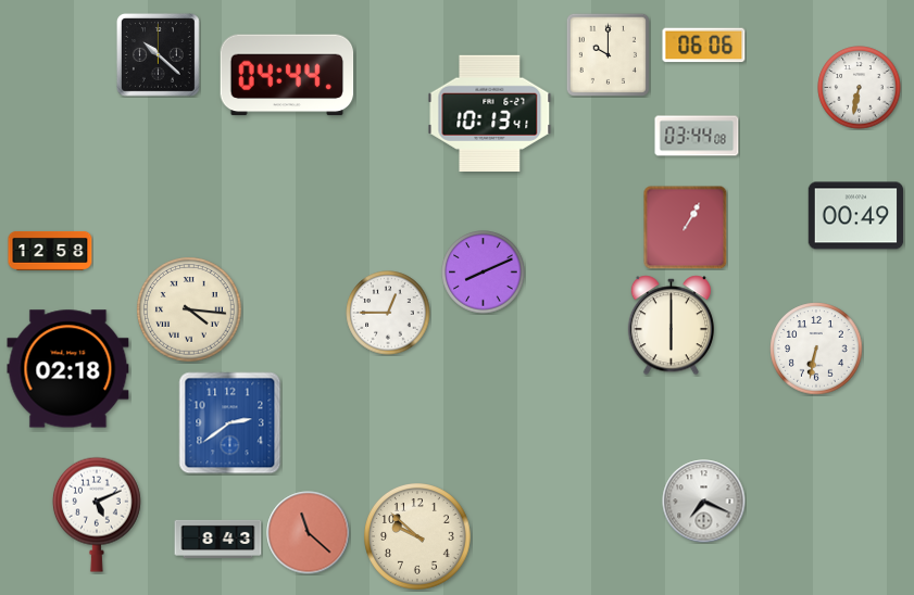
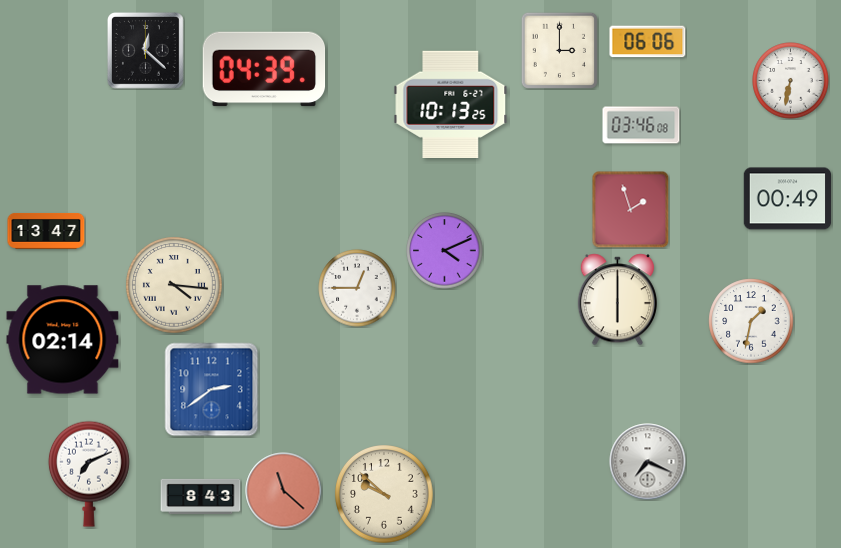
clock at (608, 54): 10:00 -> 3:00
clock at (159, 55): 10:22 -> 12:22
clock at (287, 75): 04:44 -> 04:39
clock at (490, 113): 10:13:41 -> 10:13:25
clock at (697, 136): 03:44 -> 03:46
clock at (685, 227): 1:05 -> 1:57
clock at (50, 251): 12:58 -> 13:47
clock at (484, 273): 8:11 -> 4:11
clock at (816, 349): 6:32 -> 1:32
clock at (68, 369): 02:18 -> 02:14
clock at (97, 515): 5:11 -> 7:11
